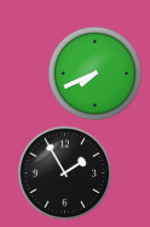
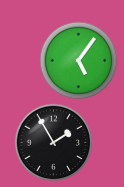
clock at (94, 73): 7:41 -> 5:06
